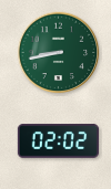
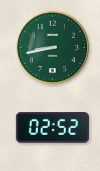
clock at (58, 141): 02:02 -> 02:52
